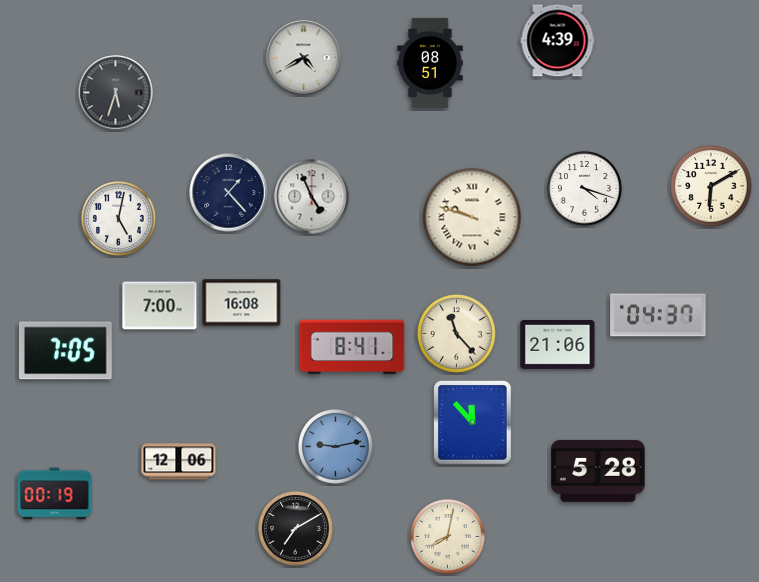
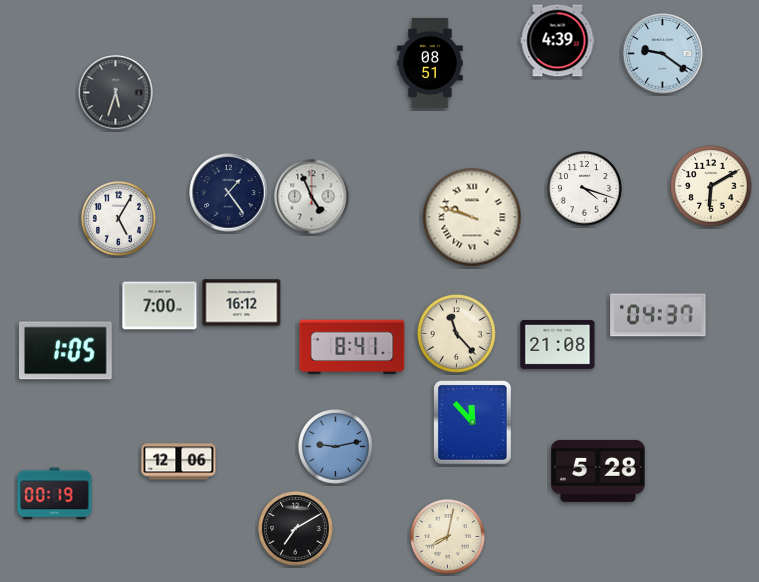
clock at (663, 54): none -> 9:21
clock at (304, 58): 4:40 -> none
clock at (229, 193): 1:23 -> 1:24
clock at (119, 219): 5:02 -> 5:05
clock at (242, 303): 16:08 -> 16:12
clock at (558, 344): 21:06 -> 21:08
clock at (66, 351): 7:05 -> 1:05
